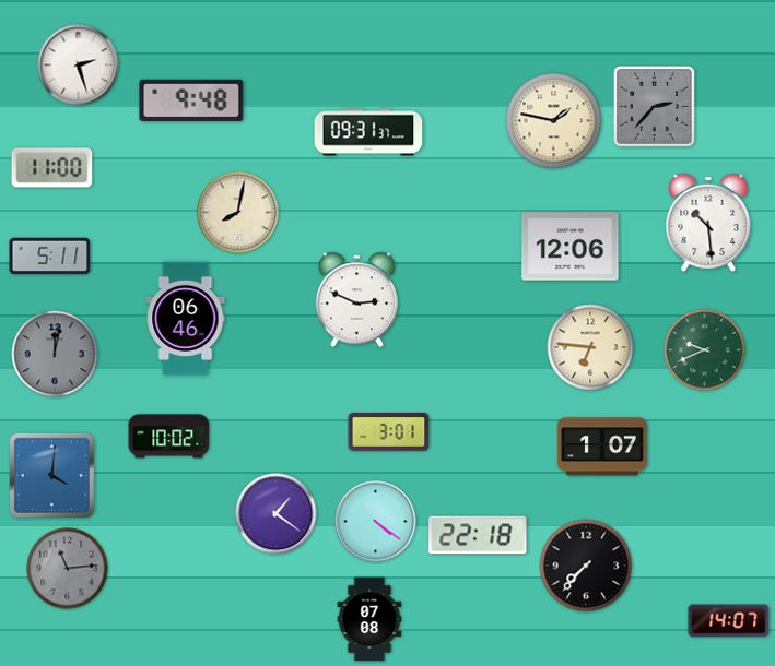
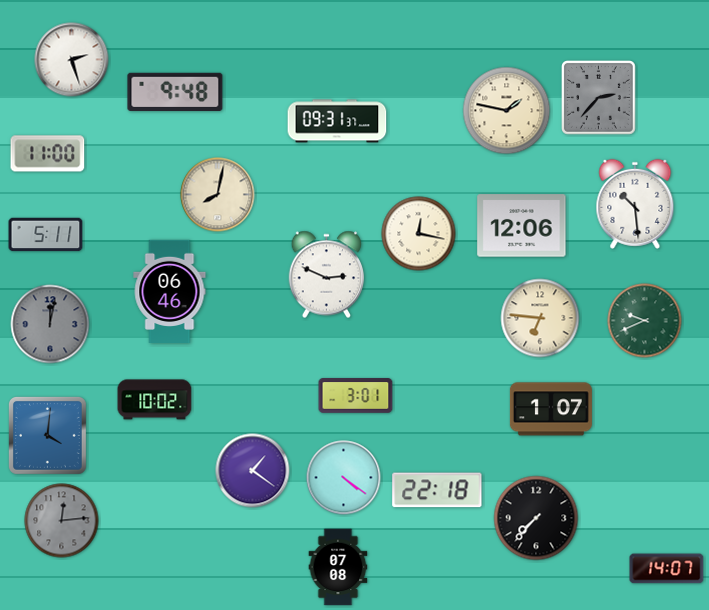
clock at (708, 223) position: (708, 223) -> (635, 204)
clock at (419, 234): none -> 12:17
clock at (68, 569): 11:14 -> 12:14
